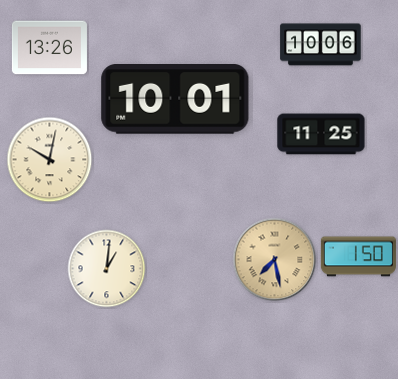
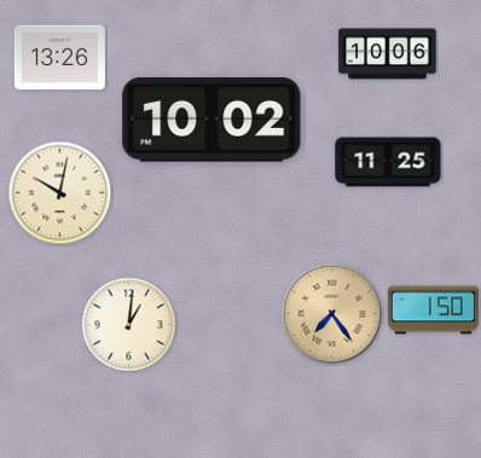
clock at (175, 99): 10:01 -> 10:02
clock at (275, 260): 7:28 -> 7:24
